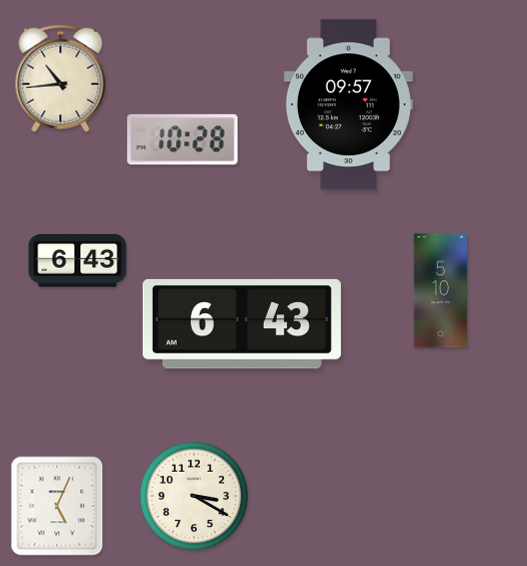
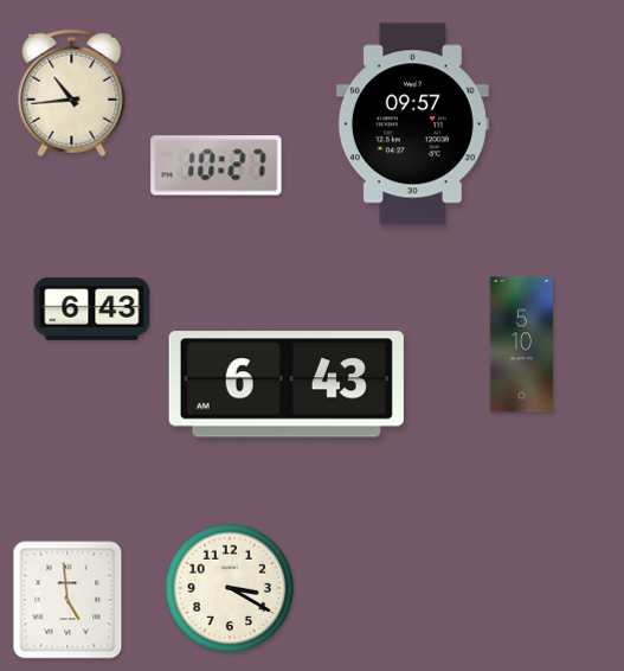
clock at (183, 140): 10:28 -> 10:27
clock at (57, 506): 5:04 -> 4:59
